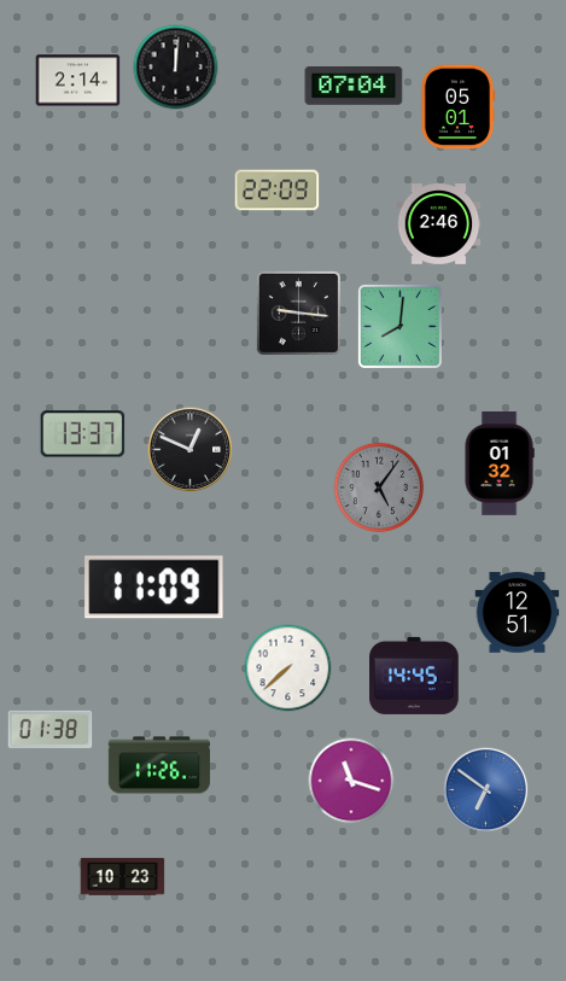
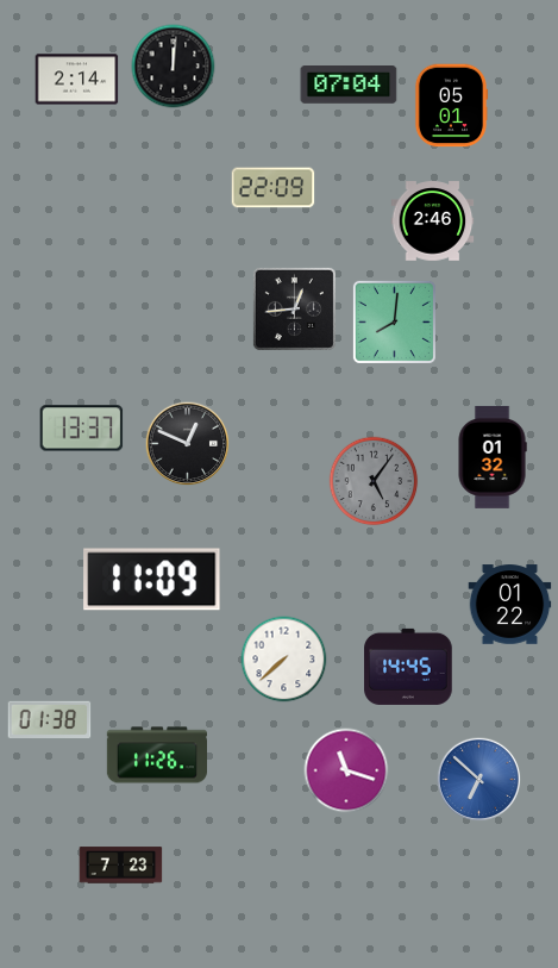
clock at (298, 313): 9:16 -> 12:44
clock at (518, 613): 12:51 -> 01:22
clock at (486, 790): 6:51 -> 6:52
clock at (123, 877): 10:23 -> 7:23
